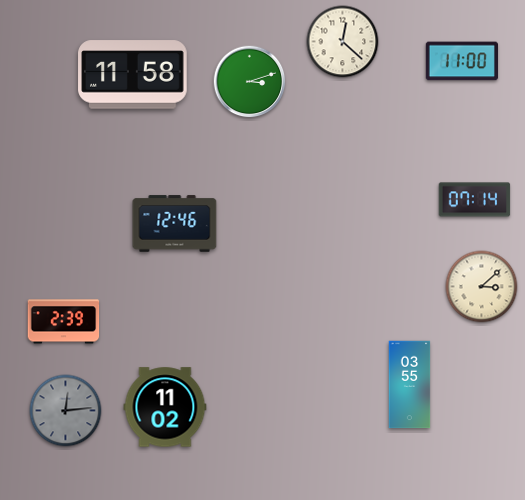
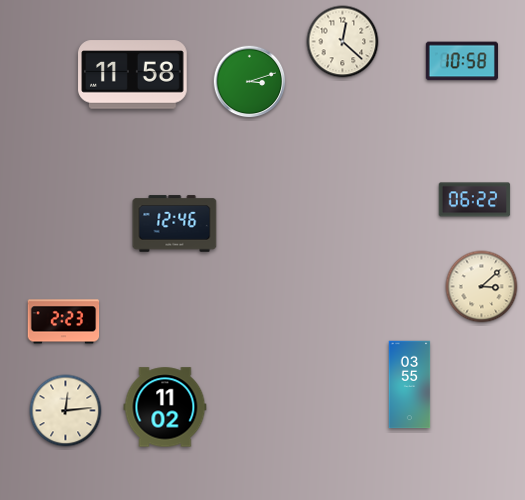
clock at (461, 61): 11:00 -> 10:58
clock at (475, 200): 07:14 -> 06:22
clock at (64, 322): 2:39 -> 2:23
clock at (66, 411) dial: grey -> cream
